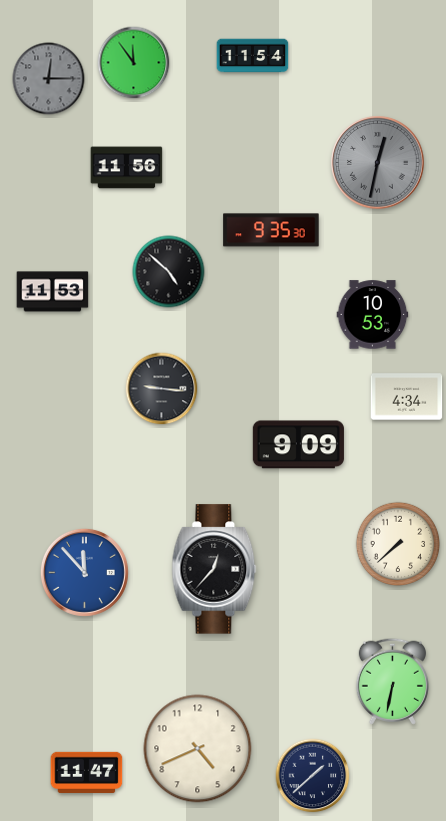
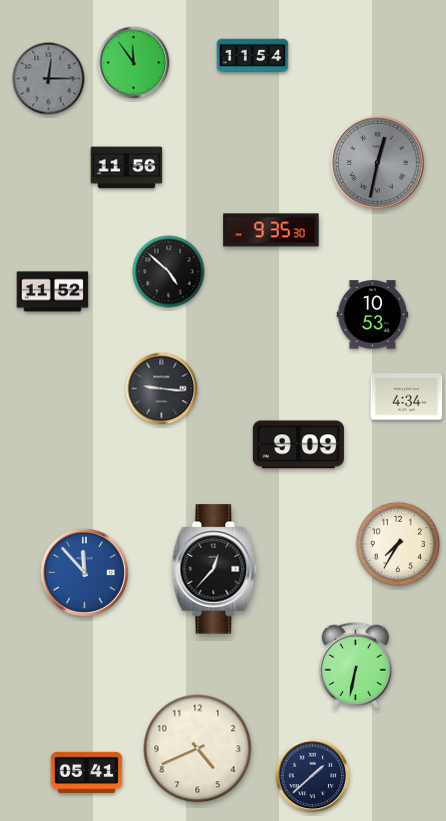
clock at (53, 292): 11:53 -> 11:52
clock at (398, 544): 7:38 -> 7:35
clock at (392, 681) position: (392, 681) -> (355, 665)
clock at (87, 772): 11:47 -> 05:41
